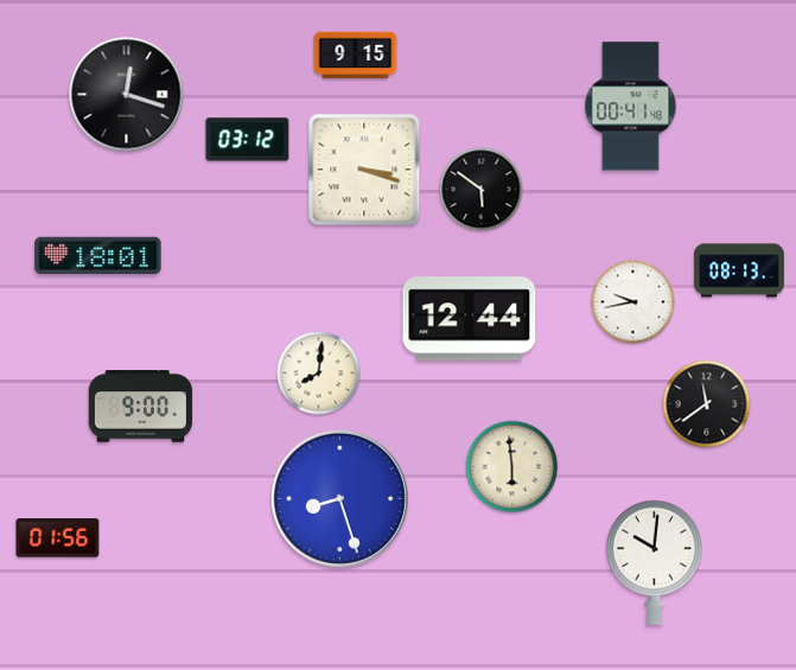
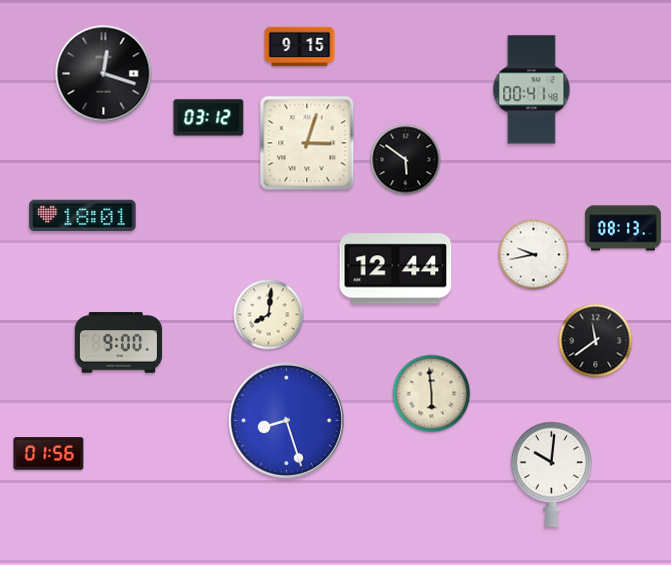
clock at (127, 95) position: (127, 95) -> (104, 74)
clock at (364, 170): 3:18 -> 3:03
